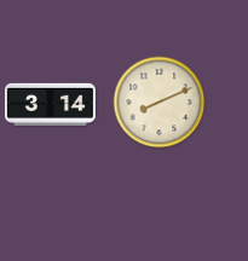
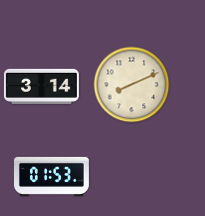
clock at (51, 176): none -> 01:53
